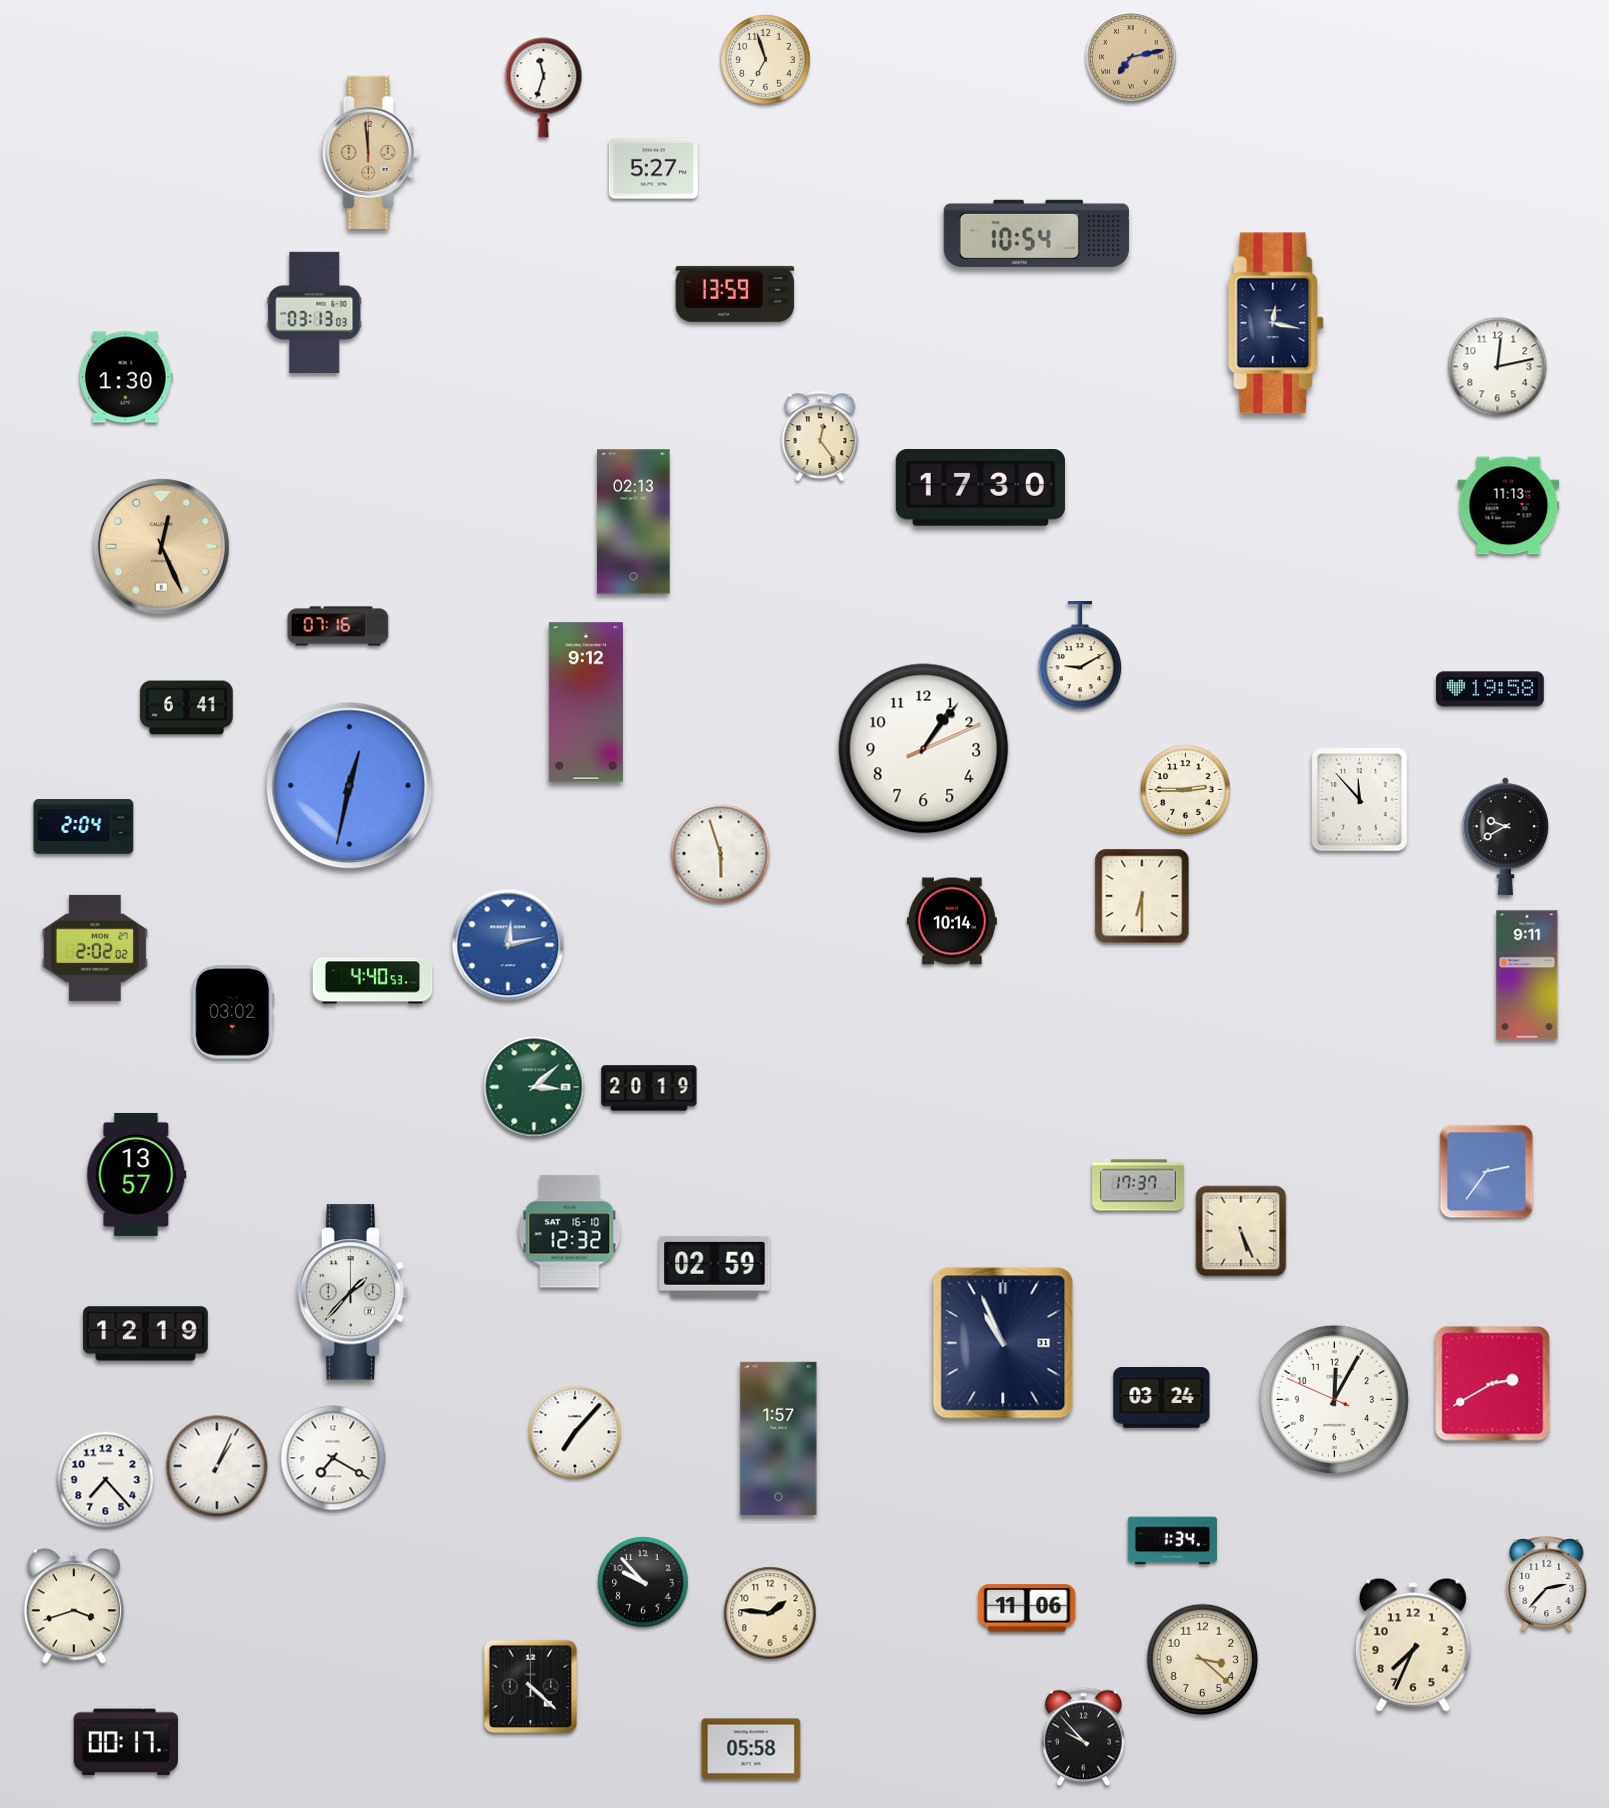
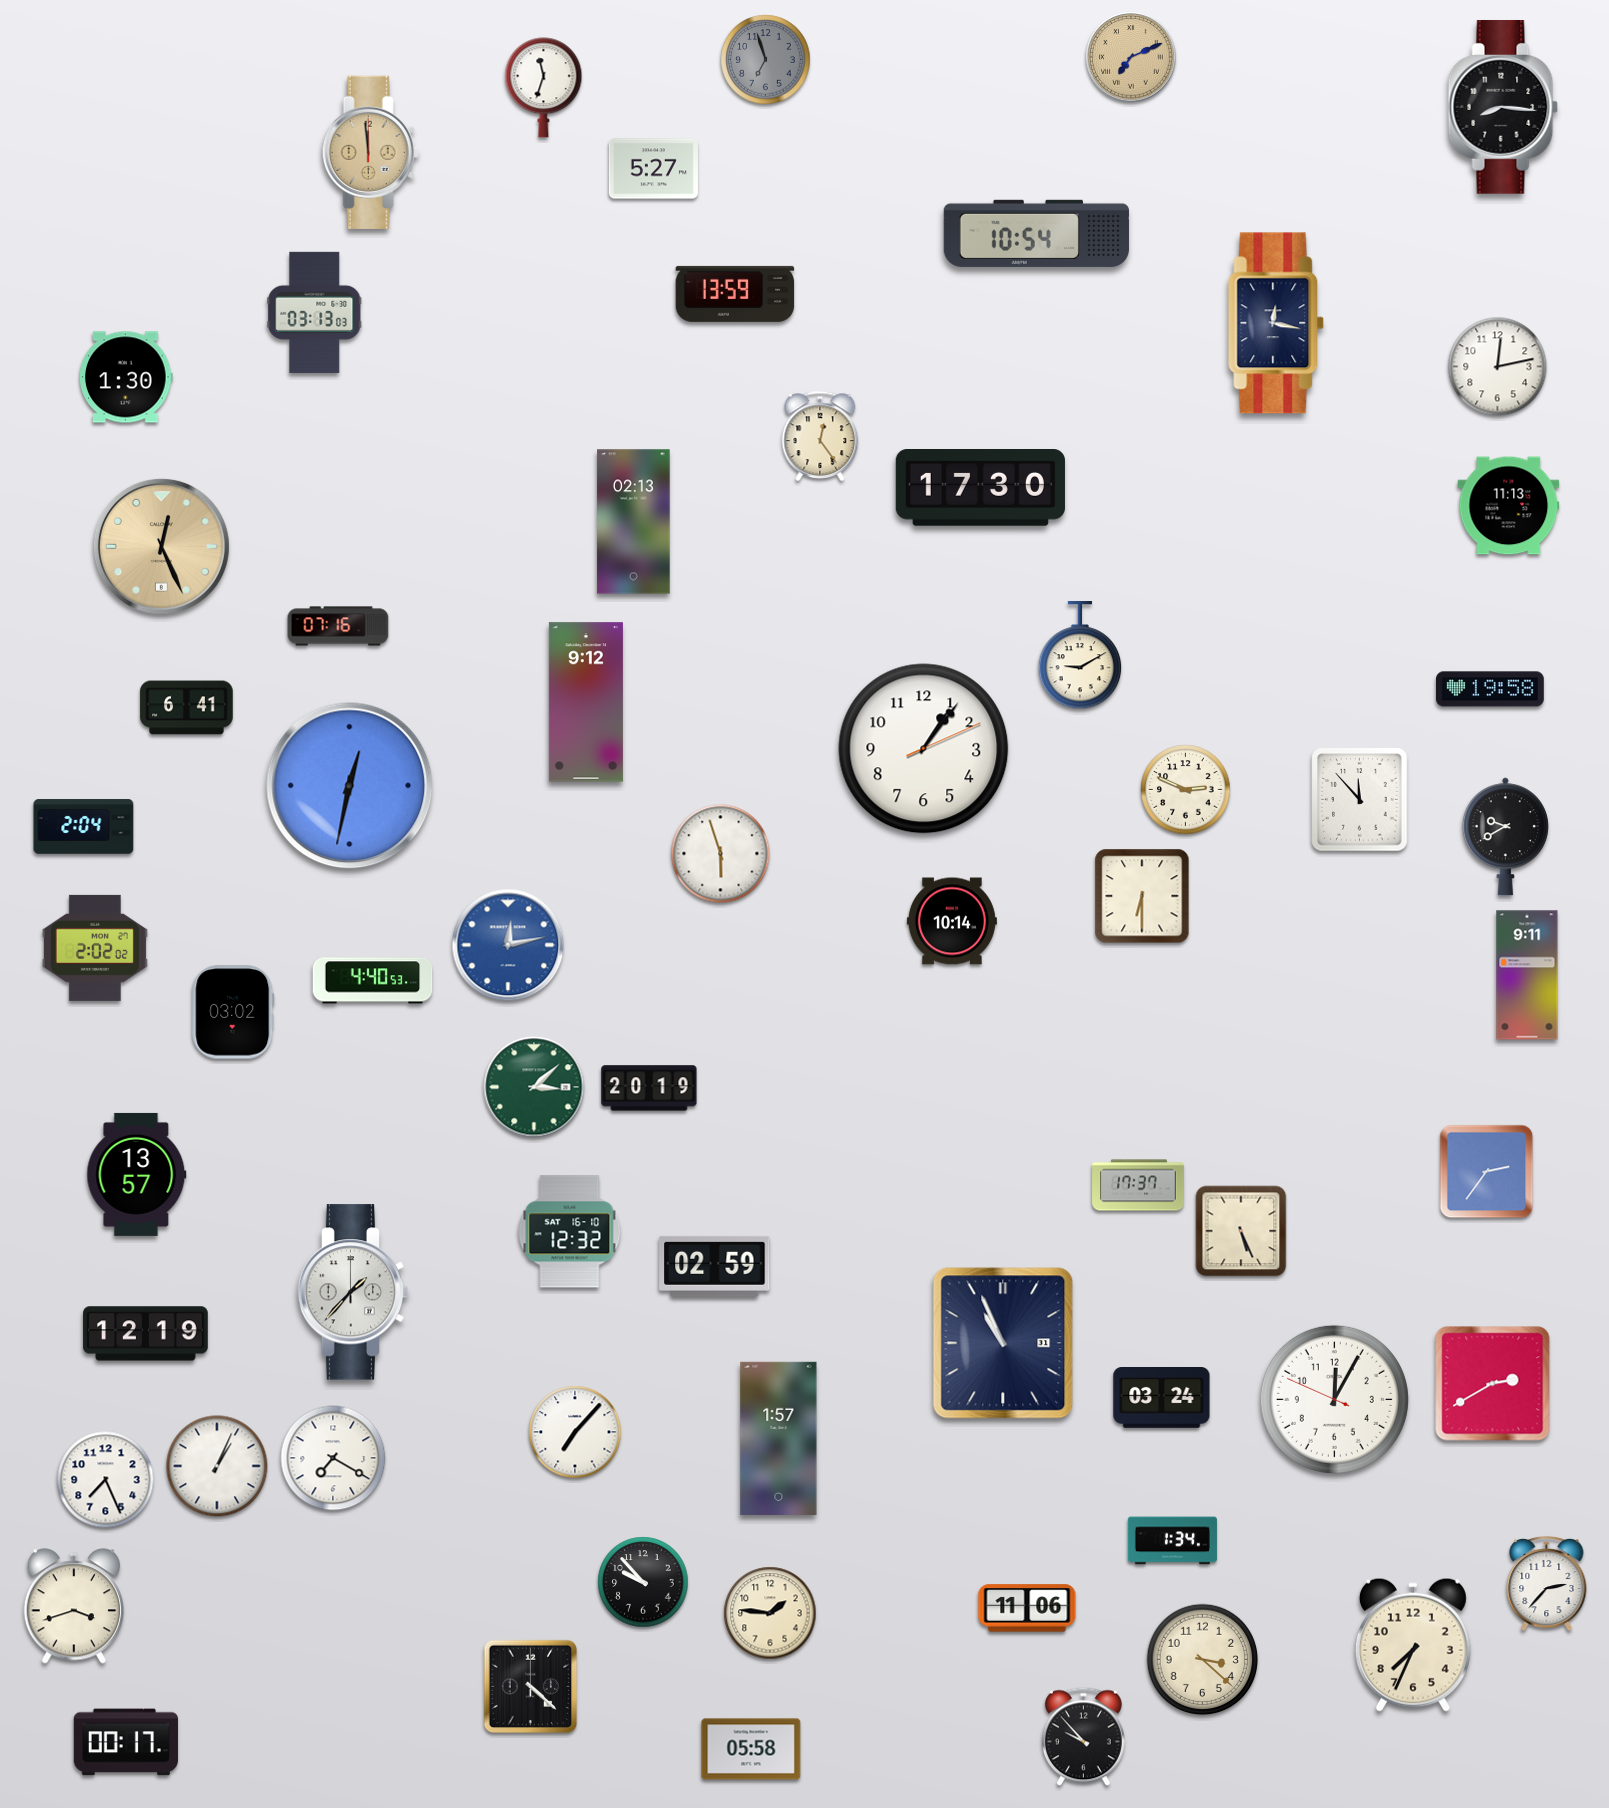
clock at (1131, 57): 7:13 -> 7:11
clock at (766, 60) dial: cream -> grey
clock at (1503, 108): none -> 8:16
clock at (1186, 790): 2:45 -> 2:49
clock at (106, 1480): 7:23 -> 7:26
